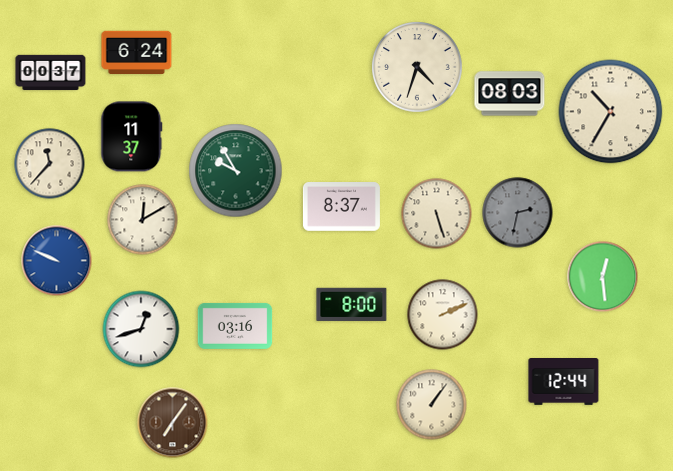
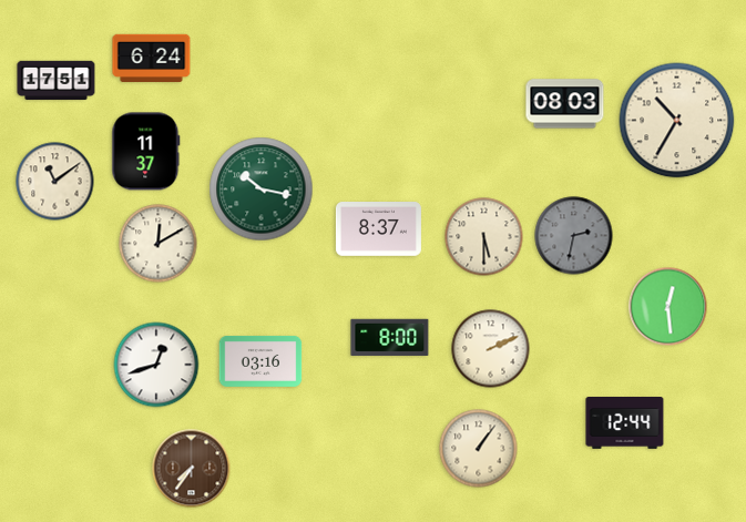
clock at (417, 67): 4:33 -> none
clock at (51, 73): 00:37 -> 17:51
clock at (611, 112) position: (611, 112) -> (677, 121)
clock at (50, 164): 11:37 -> 11:09
clock at (236, 171): 9:55 -> 10:17
clock at (437, 214): 5:27 -> 5:30
clock at (57, 261): 9:49 -> none
clock at (173, 423): 7:06 -> 7:36
